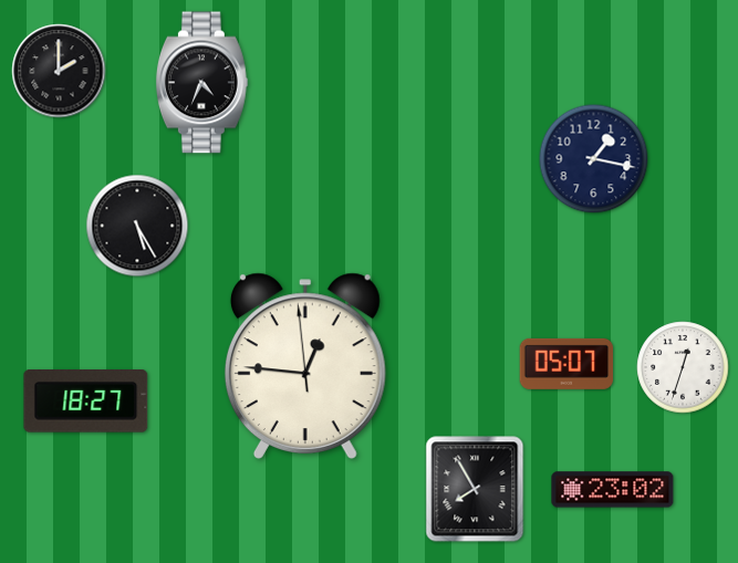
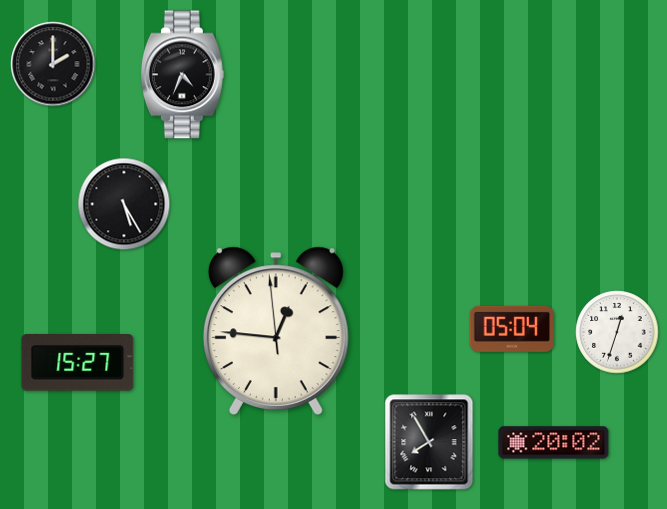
clock at (594, 159): 1:17 -> none
clock at (565, 364): 05:07 -> 05:04
clock at (86, 402): 18:27 -> 15:27
clock at (613, 490): 23:02 -> 20:02
